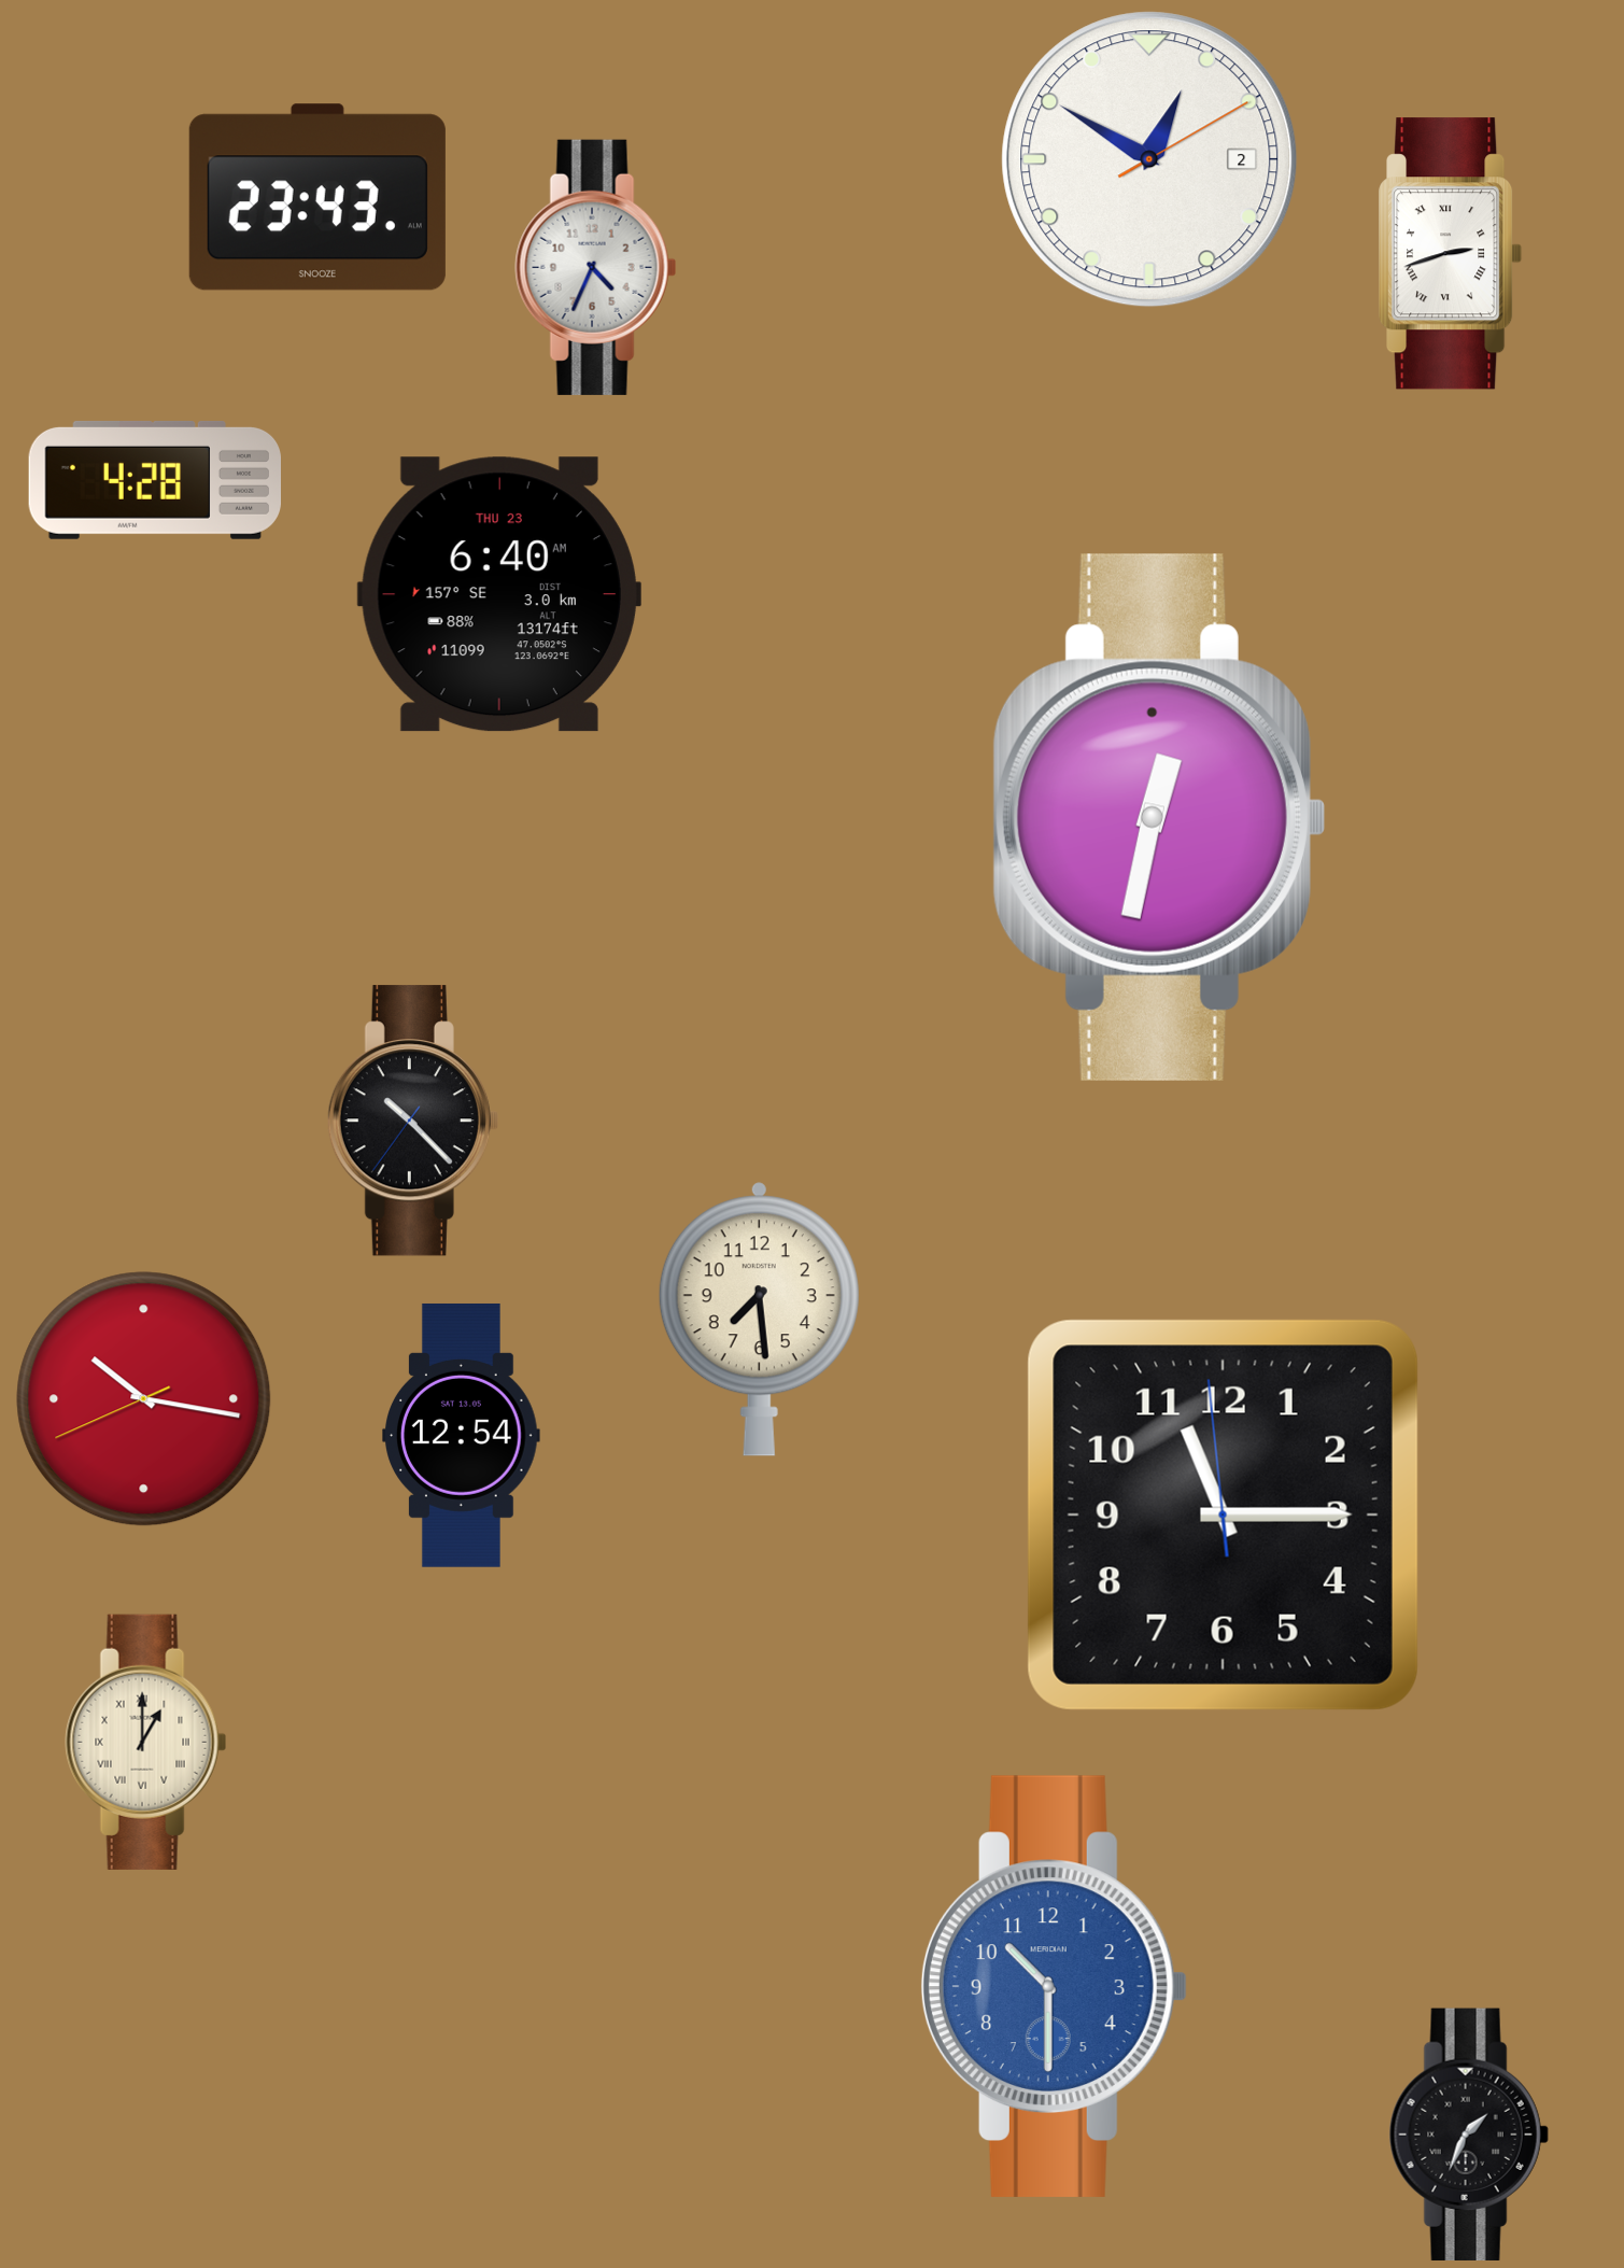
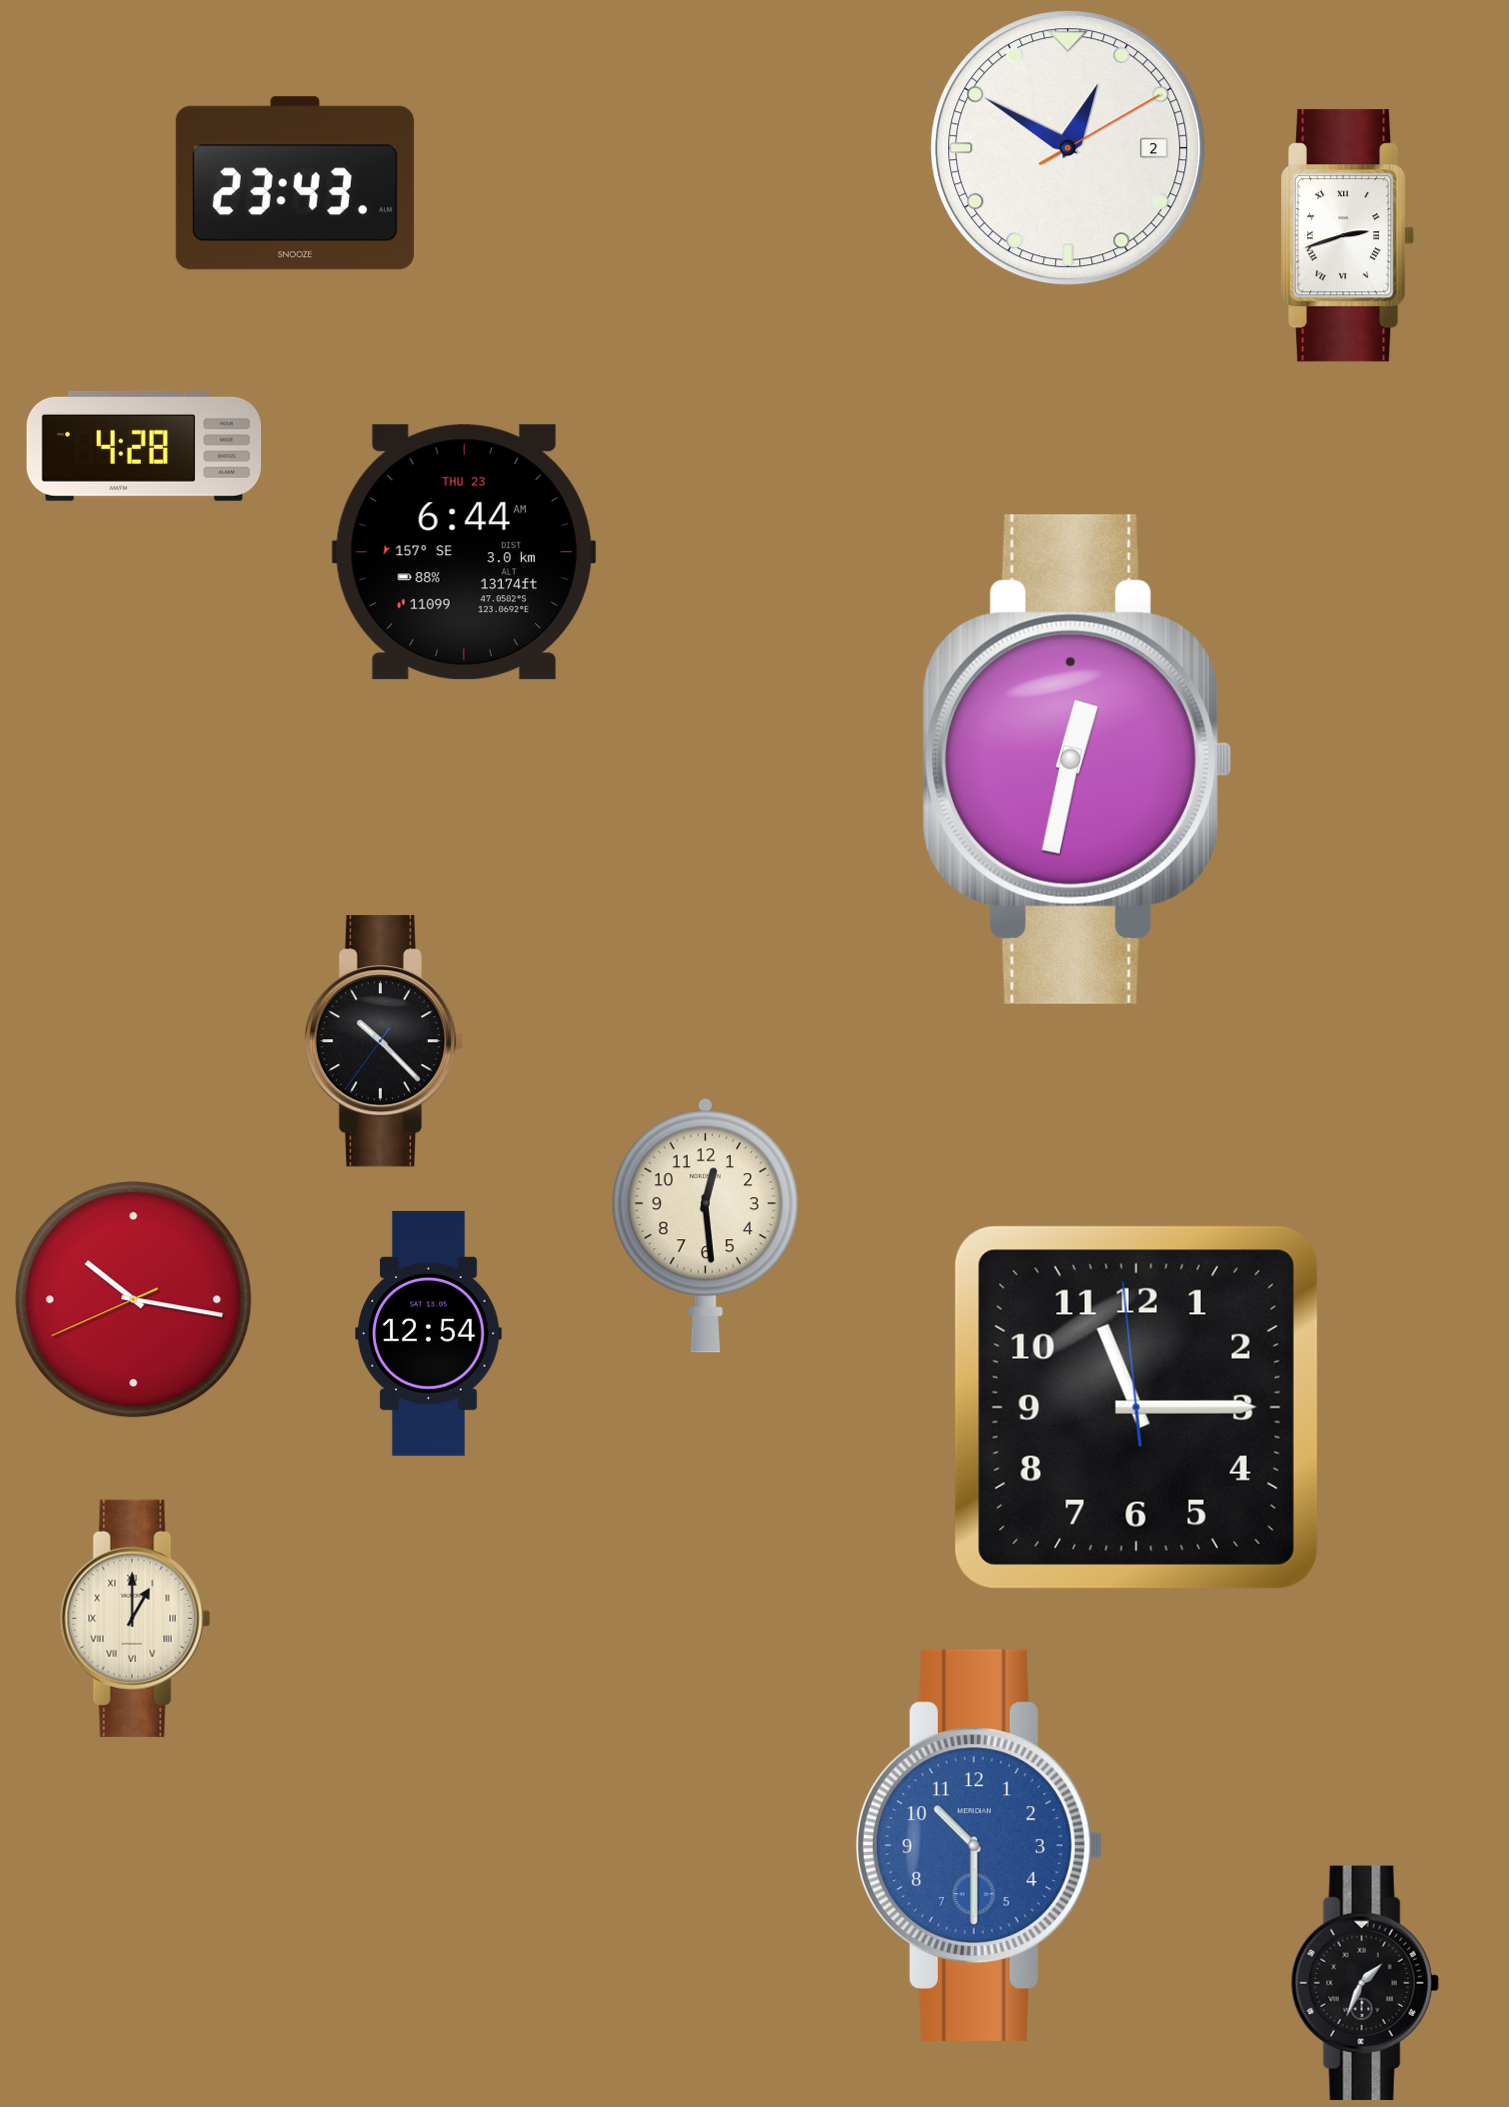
clock at (596, 267): 4:34 -> none
clock at (499, 594): 6:40 -> 6:44
clock at (759, 1320): 7:29 -> 12:29
